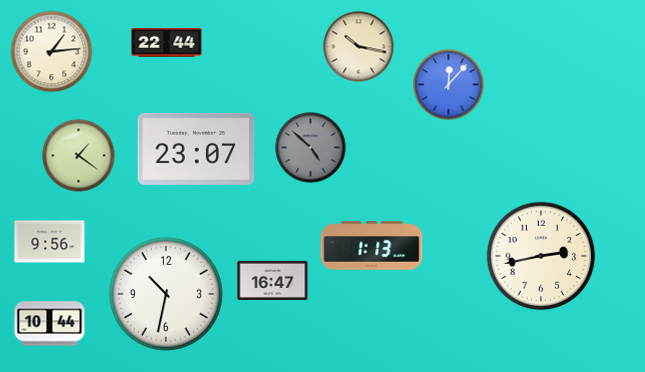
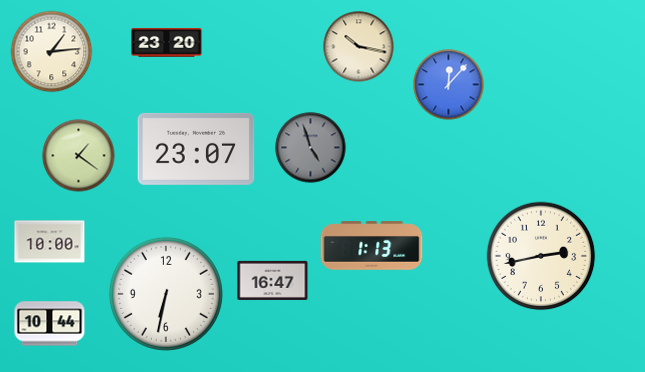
clock at (167, 43): 22:44 -> 23:20
clock at (311, 148): 4:52 -> 4:57
clock at (50, 242): 9:56 -> 10:00
clock at (166, 294): 10:32 -> 6:32
